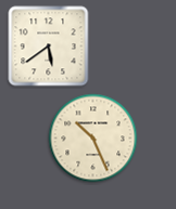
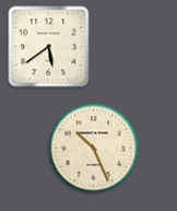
clock at (93, 139) position: (93, 139) -> (94, 149)
